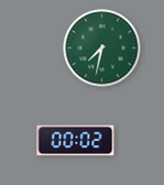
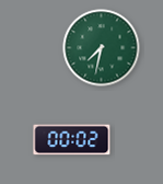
clock at (76, 141) position: (76, 141) -> (72, 140)
